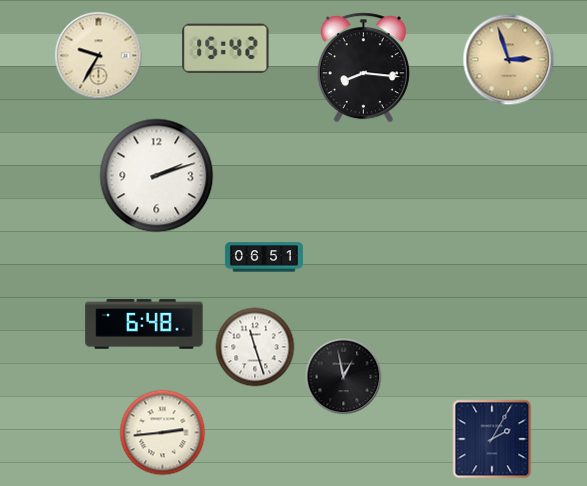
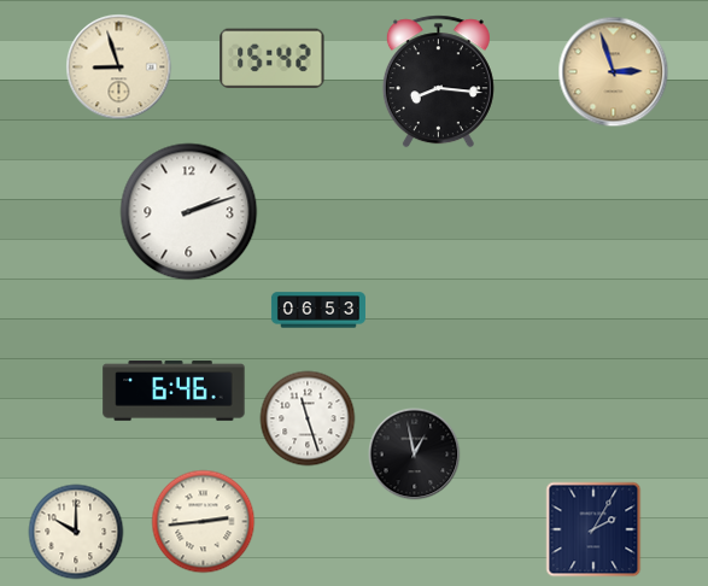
clock at (99, 56): 9:35 -> 8:57
clock at (264, 257): 06:51 -> 06:53
clock at (144, 324): 6:48 -> 6:46
clock at (163, 433) position: (163, 433) -> (204, 522)
clock at (76, 532): none -> 10:00
